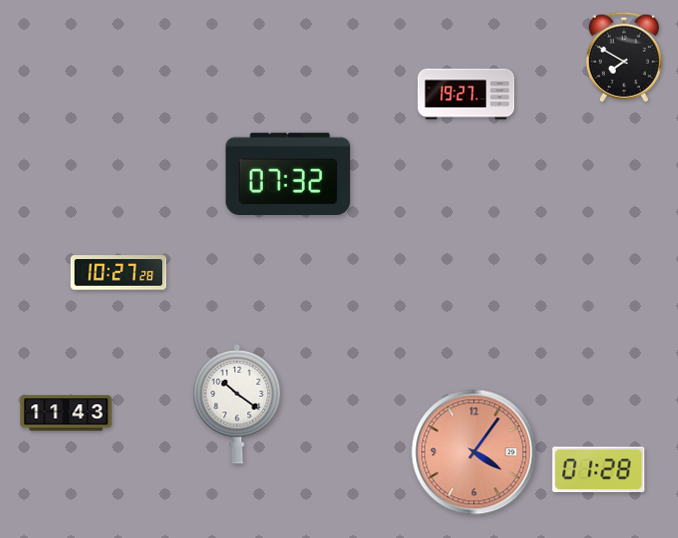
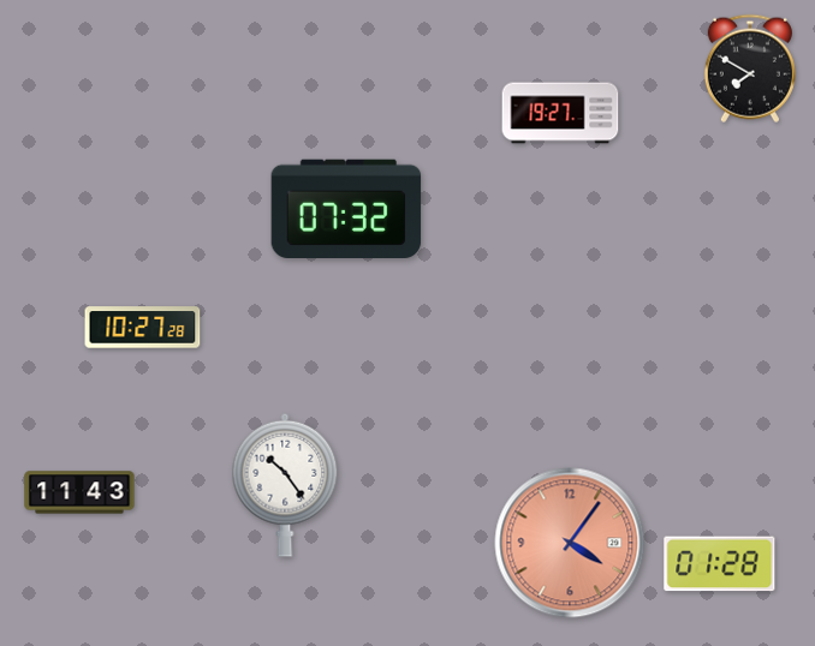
clock at (237, 404): 10:21 -> 10:24
clock at (66, 413) position: (66, 413) -> (79, 492)
